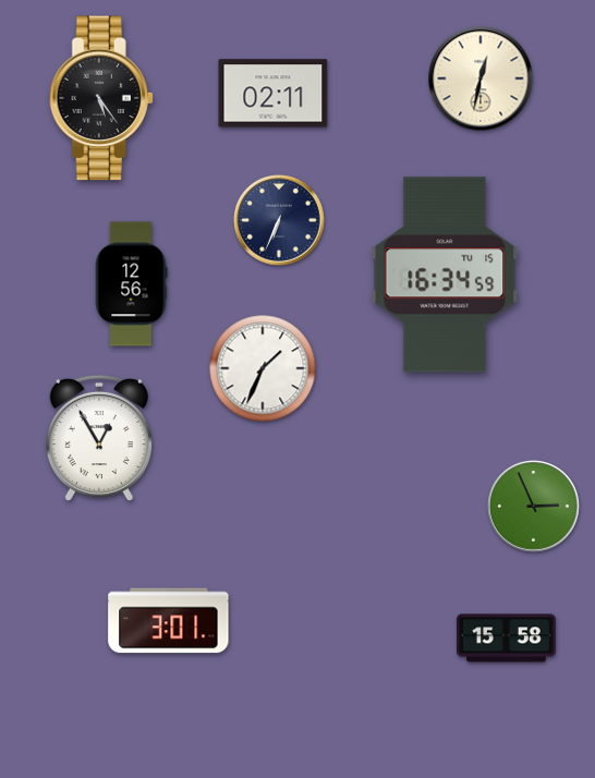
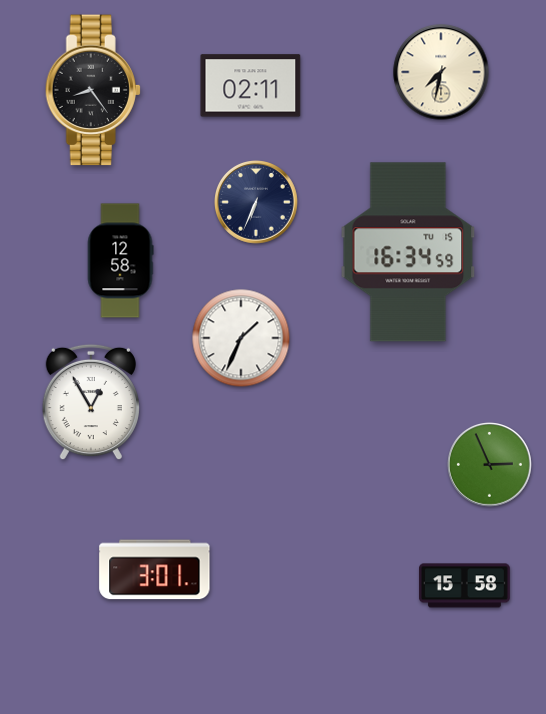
clock at (481, 78): 12:32 -> 7:32
clock at (101, 98): 5:24 -> 8:24
clock at (131, 284): 12:56 -> 12:58
